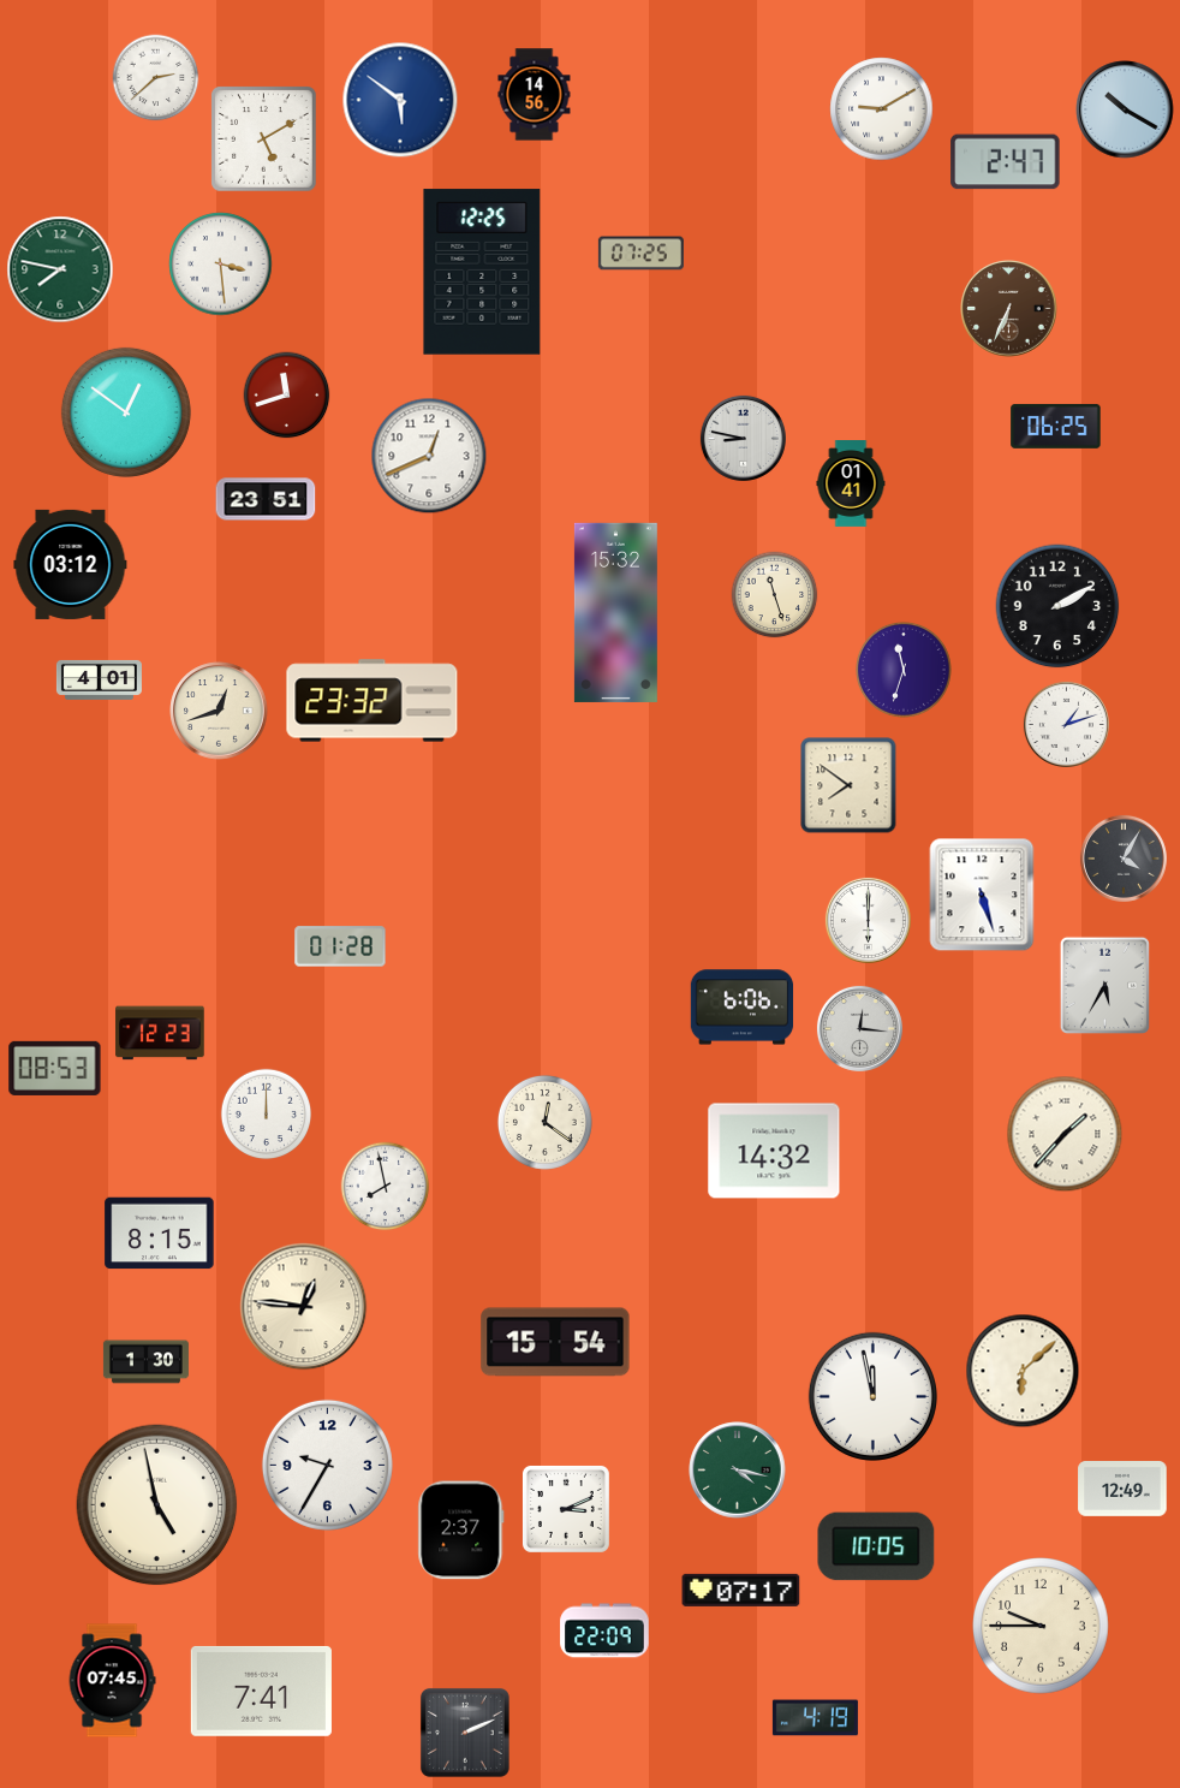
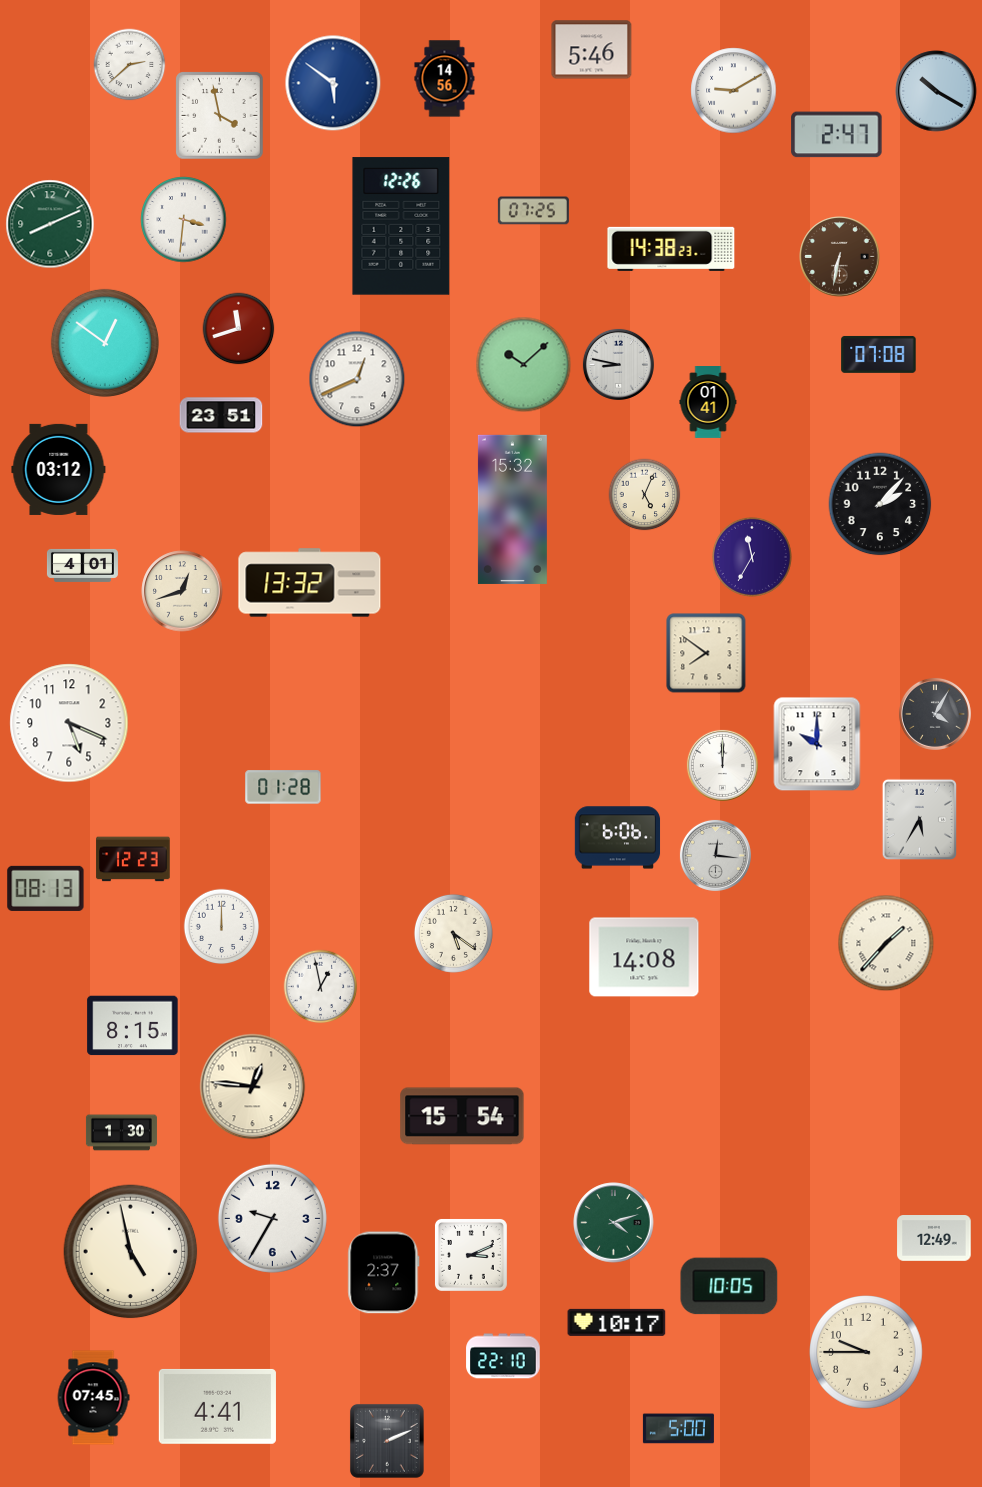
clock at (592, 50): none -> 5:46
clock at (264, 139): 5:10 -> 3:58
clock at (221, 265): 3:29 -> 3:31
clock at (60, 269): 7:47 -> 8:11
clock at (482, 272): 12:25 -> 12:26
clock at (671, 249): none -> 14:38
clock at (1009, 309): 6:34 -> 6:32
clock at (1056, 427): 06:25 -> 07:08
clock at (524, 365): none -> 10:08
clock at (775, 595): 11:27 -> 5:04
clock at (1057, 606): 2:10 -> 2:07
clock at (904, 670): 11:33 -> 11:35
clock at (373, 701): 23:32 -> 13:32
clock at (1066, 724): 1:12 -> none
clock at (69, 723): none -> 5:19
clock at (982, 895): 5:27 -> 10:00
clock at (868, 920): 6:00 -> 12:00
clock at (55, 1068): 08:53 -> 08:13
clock at (544, 1122): 12:21 -> 5:21
clock at (774, 1151): 14:32 -> 14:08
clock at (386, 1187): 7:58 -> 12:58
clock at (1023, 1371): 6:08 -> none
clock at (872, 1396): 11:58 -> none
clock at (738, 1471): 4:17 -> 4:12
clock at (741, 1590): 07:17 -> 10:17
clock at (604, 1630): 22:09 -> 22:10
clock at (261, 1691): 7:41 -> 4:41
clock at (815, 1718): 4:19 -> 5:00
